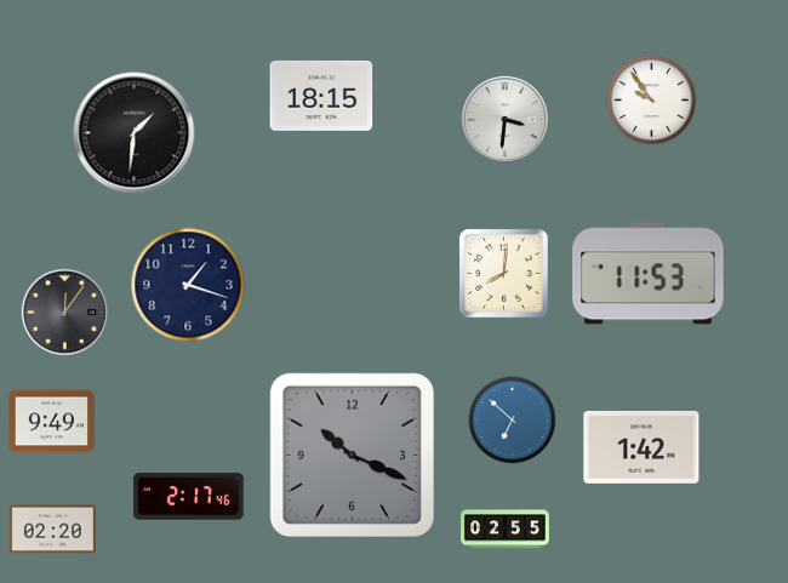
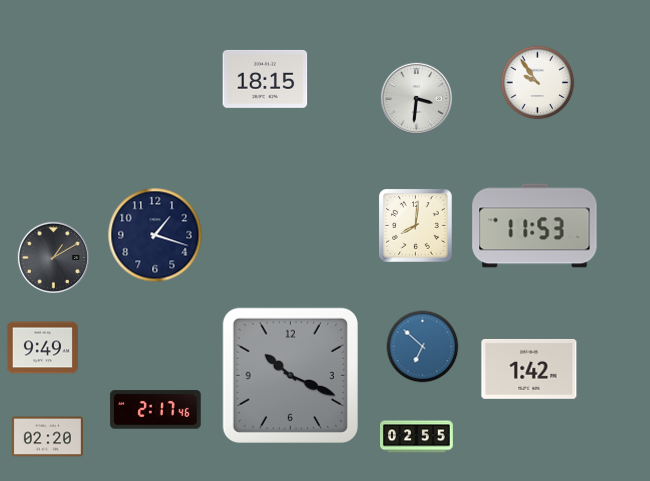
clock at (135, 133): 1:31 -> none
clock at (64, 311): 12:06 -> 1:10
clock at (52, 530) position: (52, 530) -> (47, 437)
